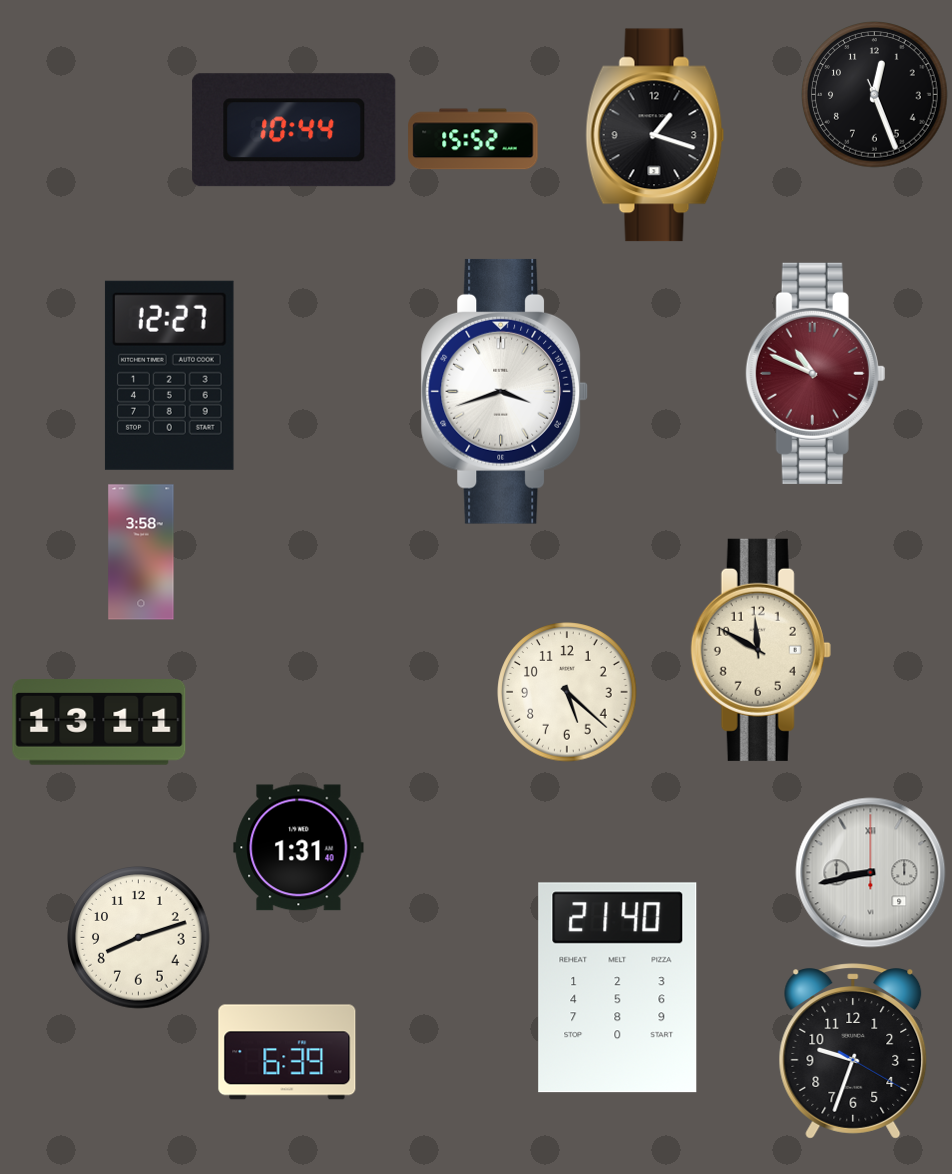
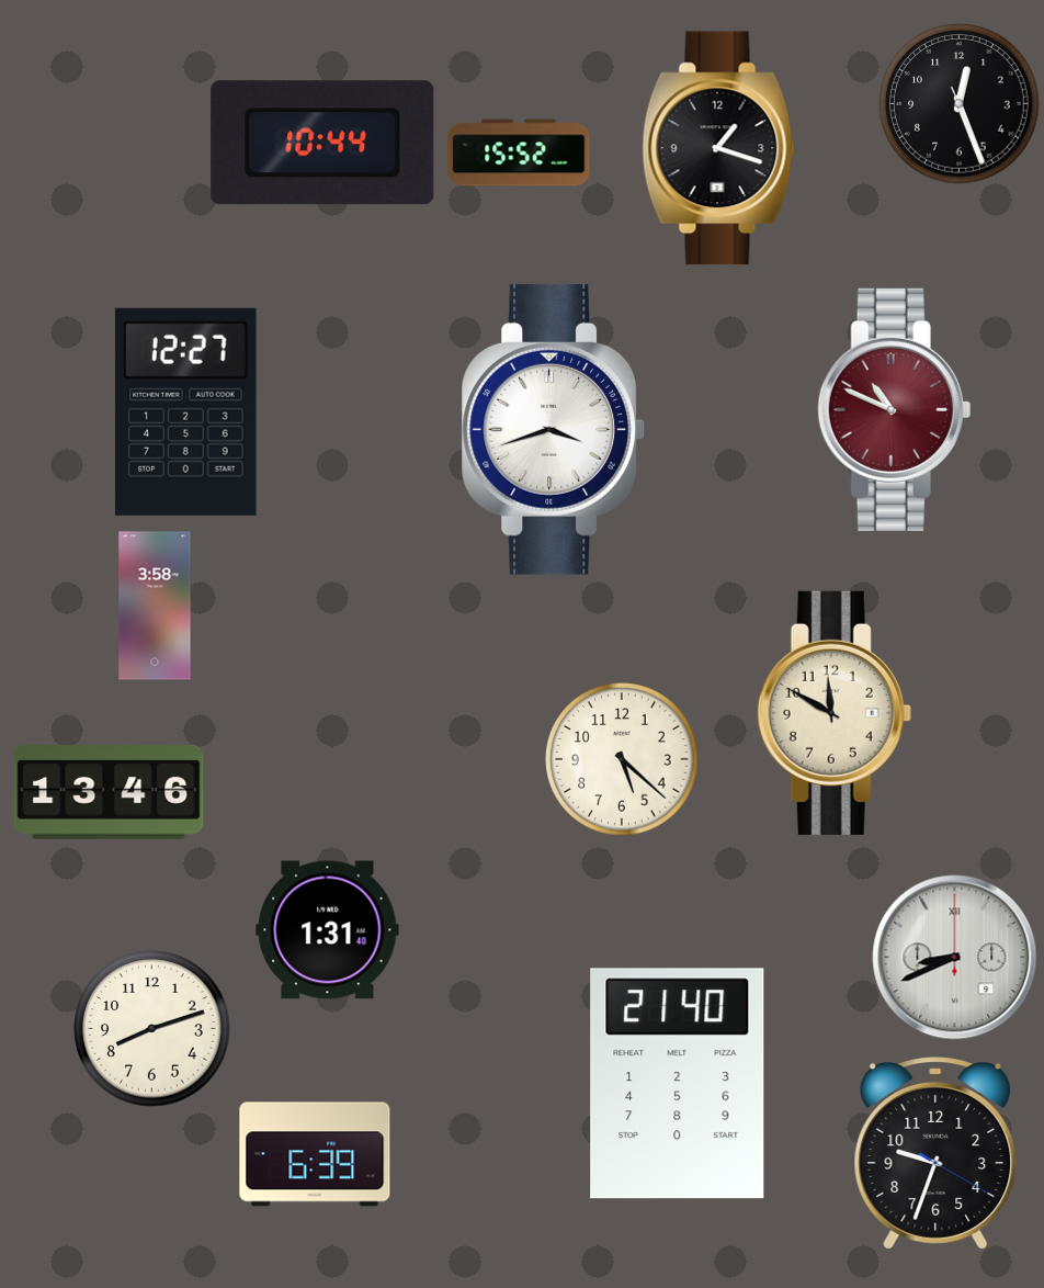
clock at (99, 723): 13:11 -> 13:46
clock at (871, 873): 8:43 -> 8:41
